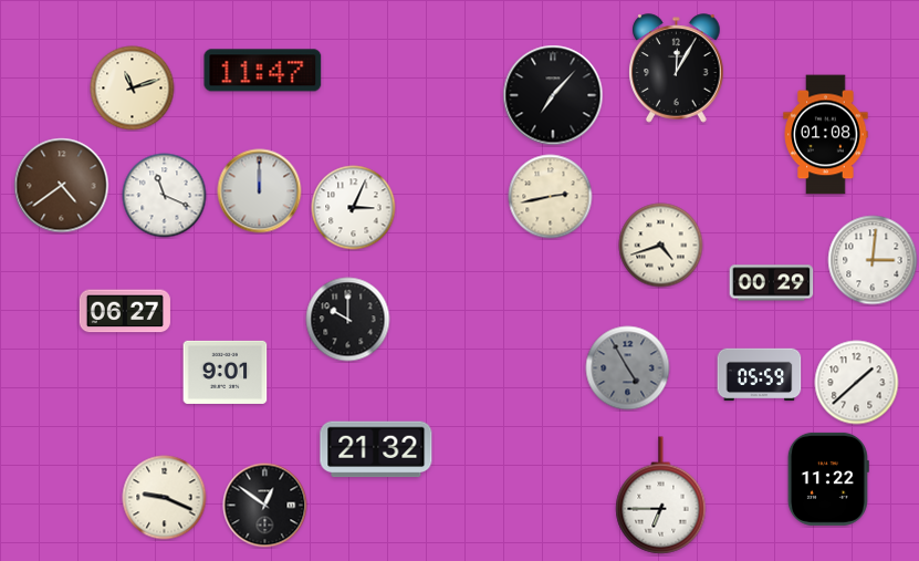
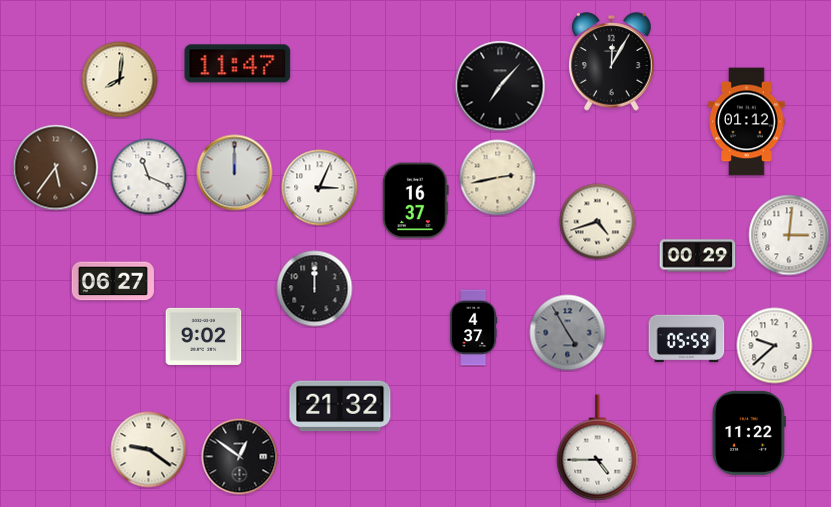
clock at (133, 89): 11:12 -> 8:01
clock at (826, 135): 01:08 -> 01:12
clock at (62, 186): 4:39 -> 5:36
clock at (416, 201): none -> 16:37
clock at (348, 320): 10:00 -> 12:00
clock at (473, 328): none -> 4:37
clock at (226, 372): 9:01 -> 9:02
clock at (857, 383): 1:38 -> 9:38
clock at (661, 496): 6:45 -> 4:45
clock at (165, 498): 9:19 -> 9:21
